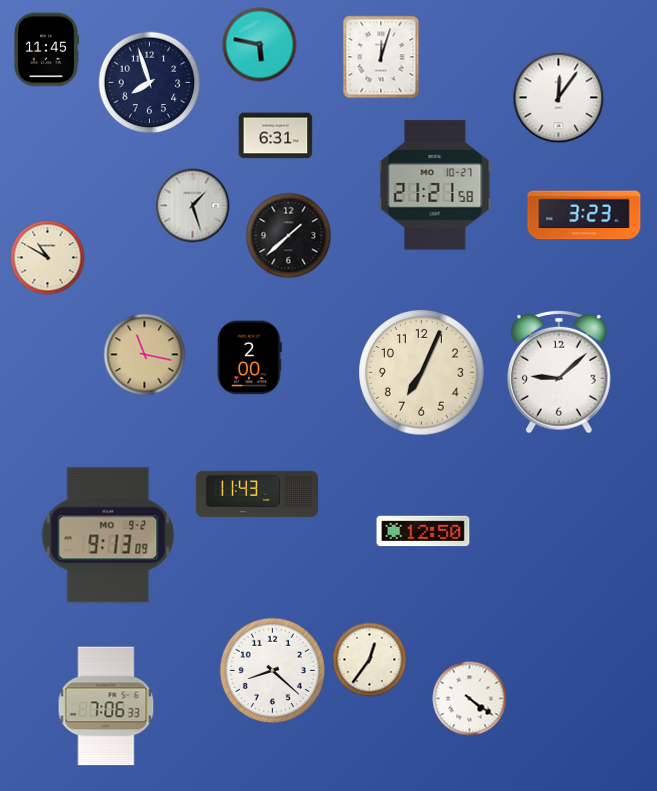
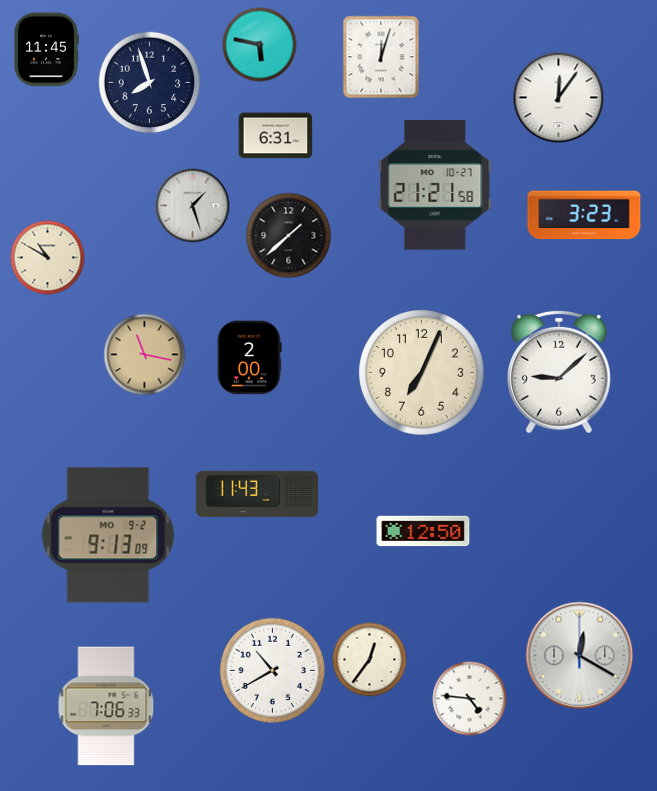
clock at (580, 656): none -> 12:20
clock at (272, 670): 8:22 -> 10:40
clock at (470, 699): 4:21 -> 4:46
